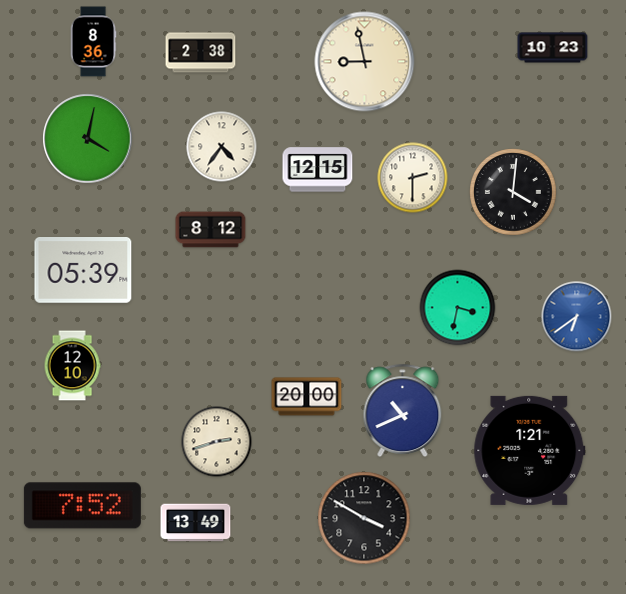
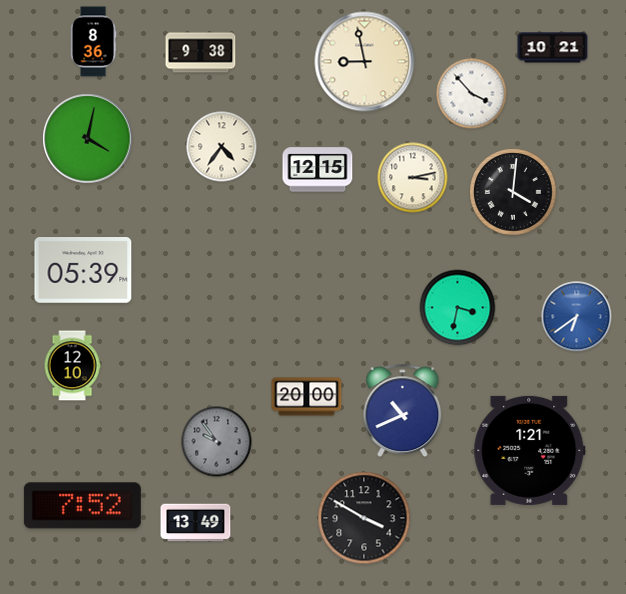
clock at (553, 48): 10:23 -> 10:21
clock at (201, 53): 2:38 -> 9:38
clock at (472, 94): none -> 3:53
clock at (413, 178): 2:30 -> 3:13
clock at (211, 230): 8:12 -> none
clock at (217, 442): 2:42 -> 9:54
clock at (217, 442) dial: cream -> grey
